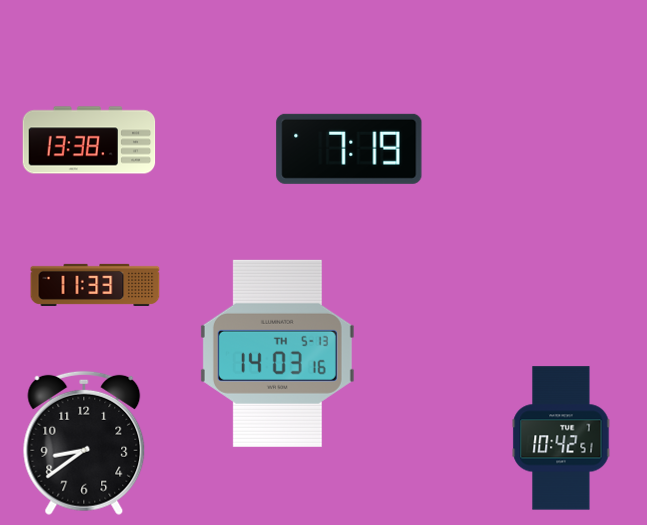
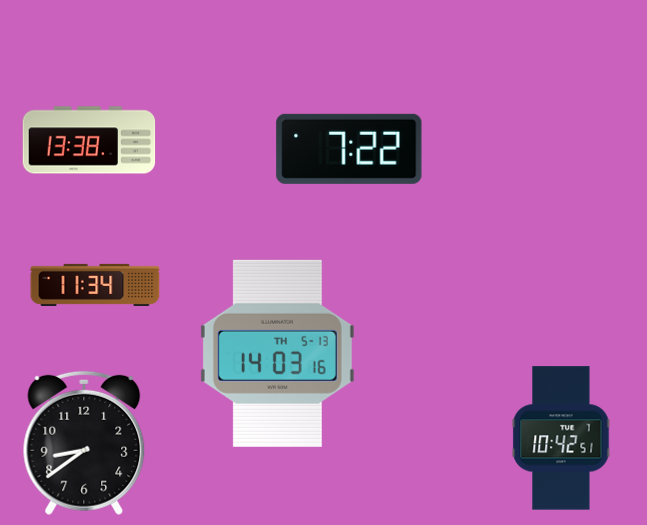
clock at (349, 149): 7:19 -> 7:22
clock at (95, 285): 11:33 -> 11:34
